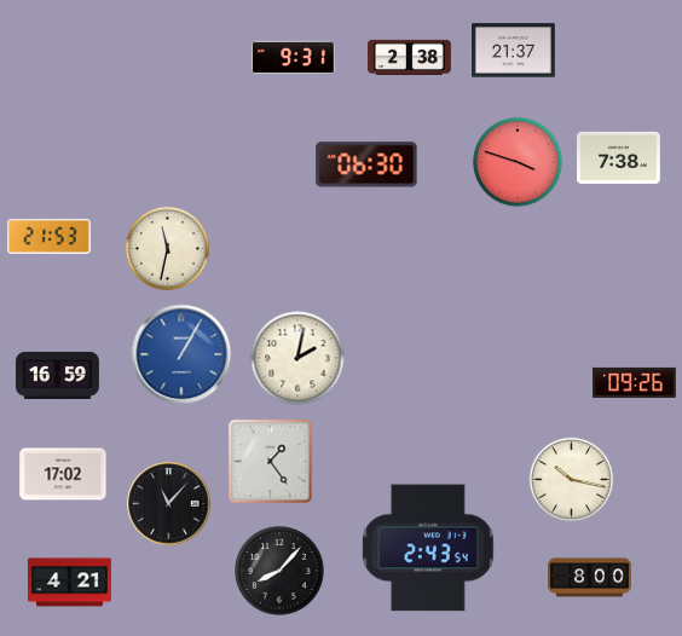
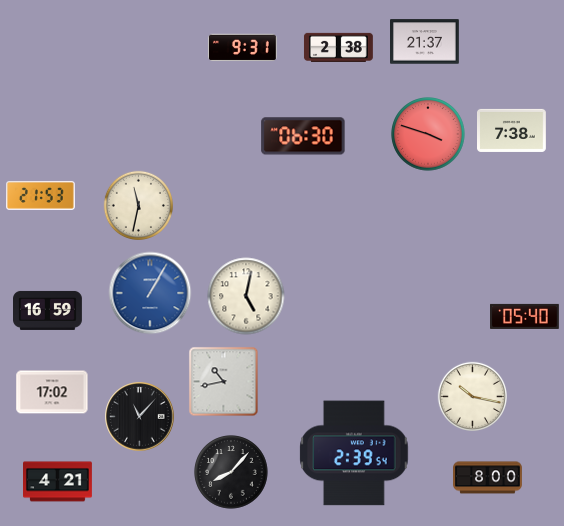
clock at (297, 358): 2:02 -> 5:02
clock at (635, 382): 09:26 -> 05:40
clock at (271, 462): 1:24 -> 10:43
clock at (428, 548): 2:43 -> 2:39
